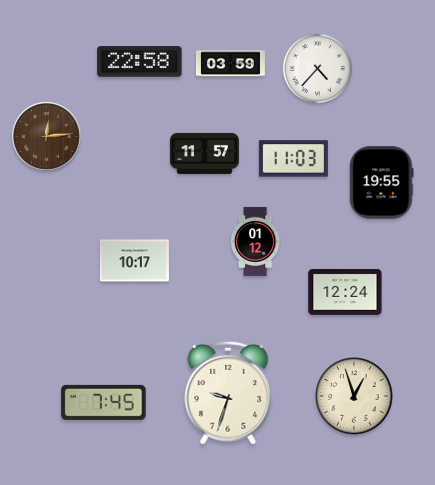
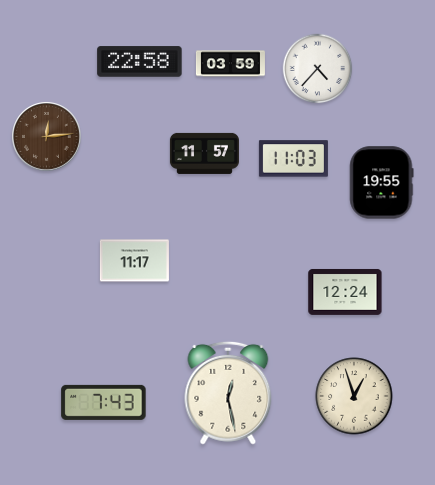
clock at (255, 241): 01:12 -> none
clock at (134, 261): 10:17 -> 11:17
clock at (228, 393): 9:33 -> 12:28
clock at (104, 402): 7:45 -> 7:43
